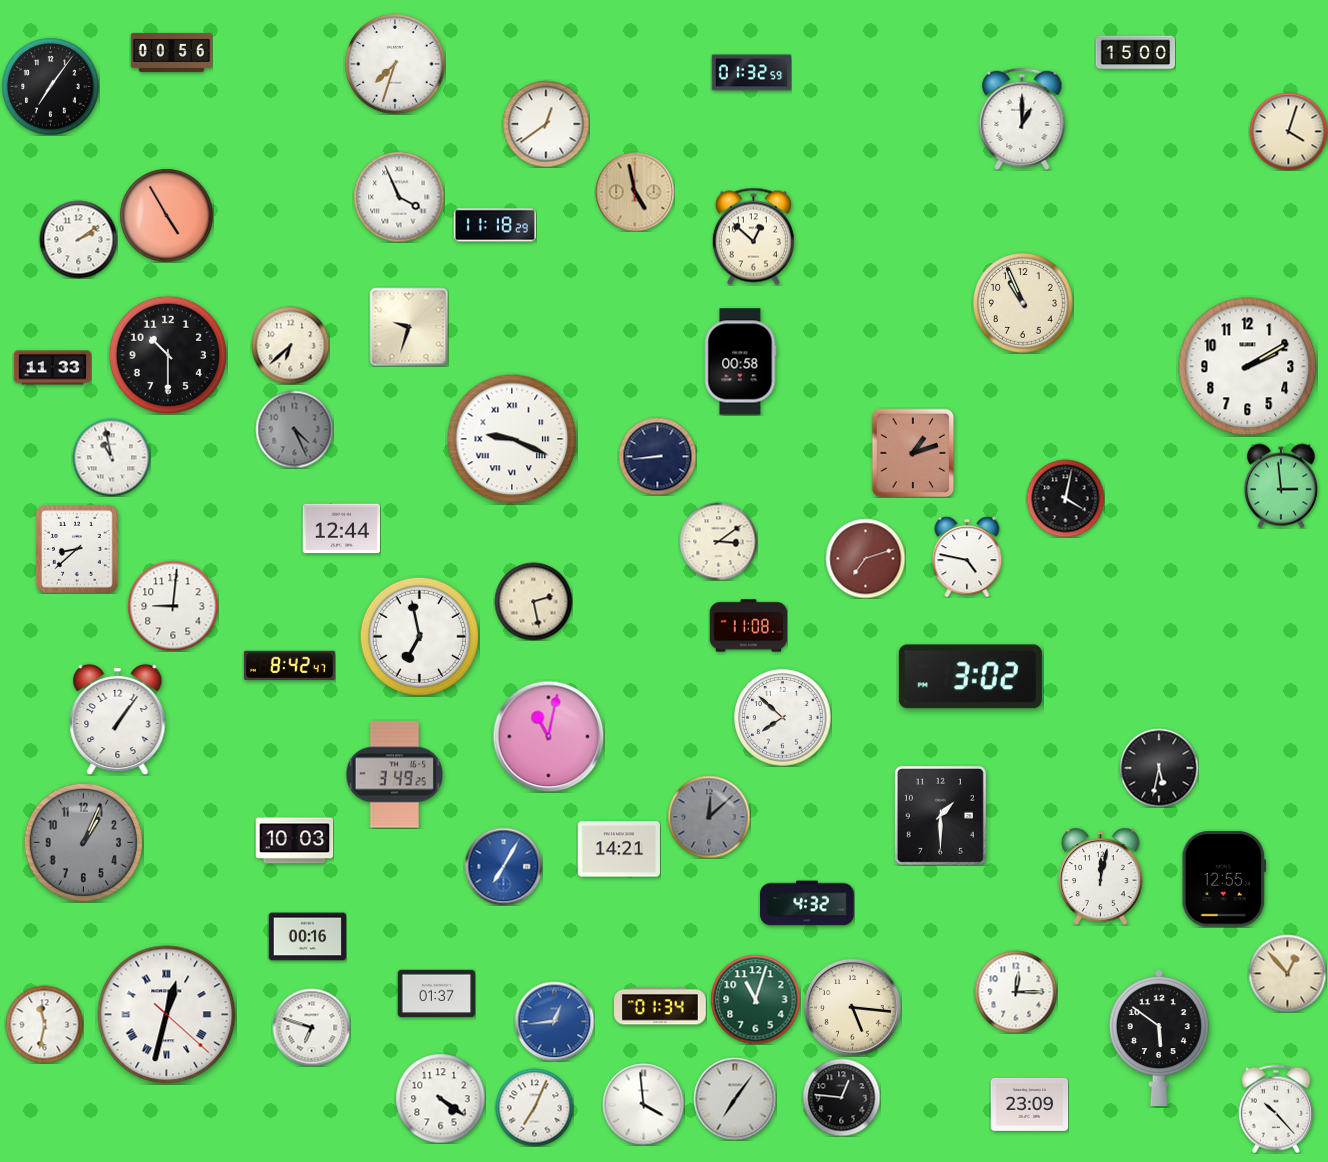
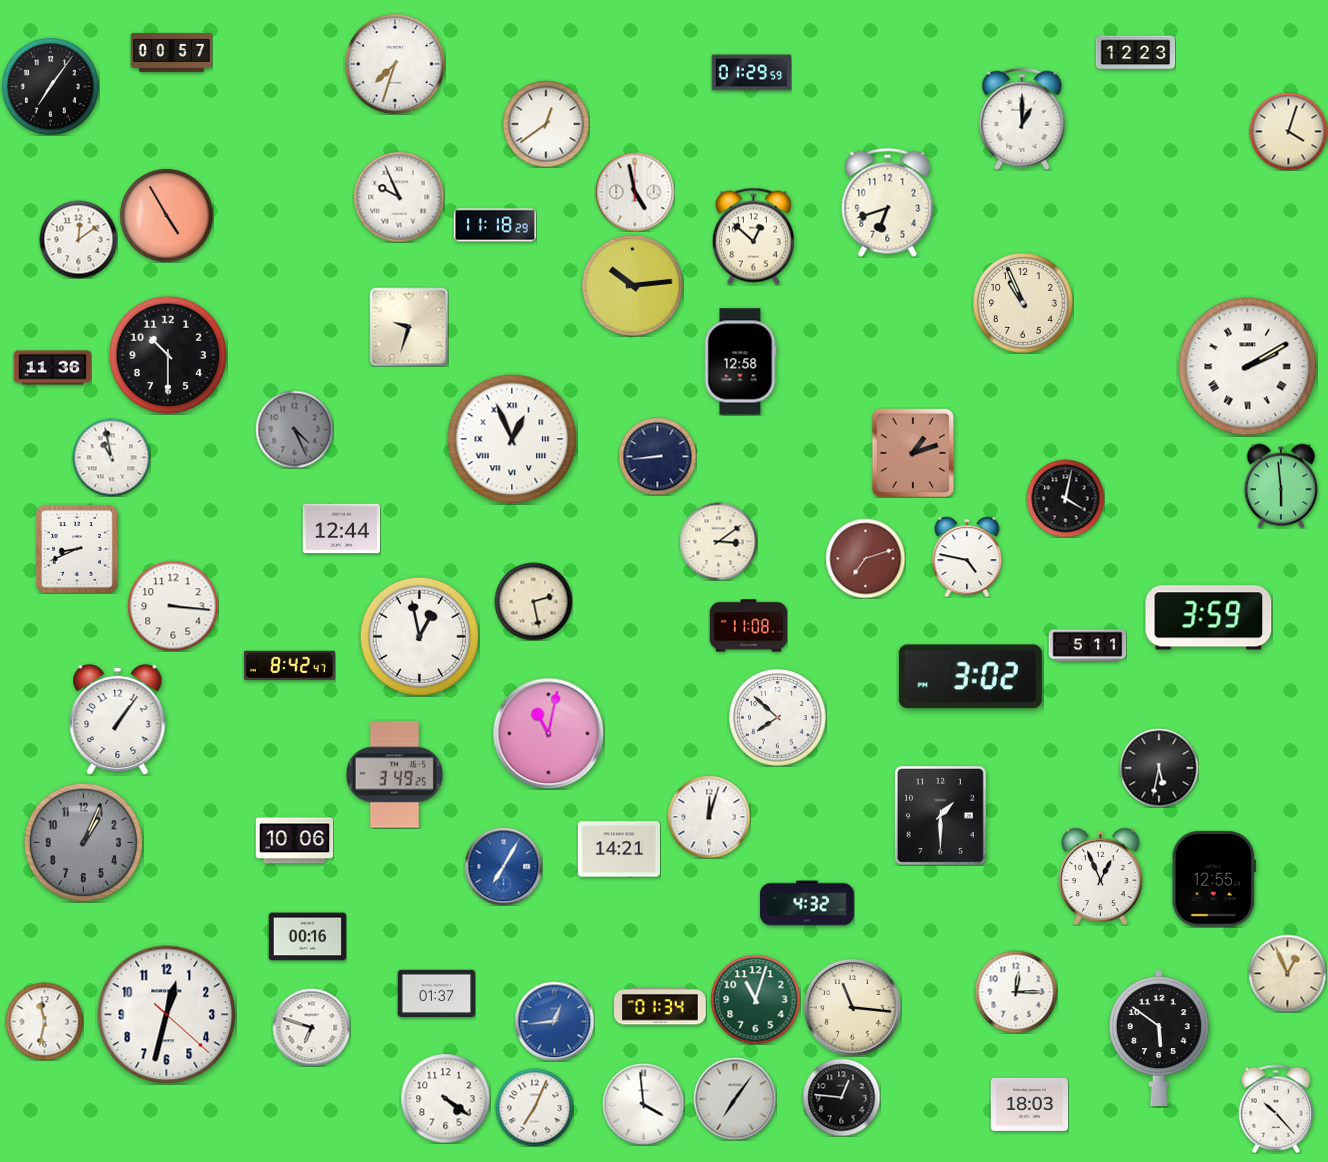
clock at (171, 52): 00:56 -> 00:57
clock at (1135, 53): 15:00 -> 12:23
clock at (751, 73): 01:32 -> 01:29
clock at (635, 192) dial: champagne -> white
clock at (399, 197): 3:56 -> 9:56
clock at (888, 202): none -> 6:42
clock at (78, 239): 2:09 -> 12:09
clock at (633, 286): none -> 10:14
clock at (290, 345): 6:38 -> none
clock at (741, 362): 00:58 -> 12:58
clock at (1248, 367) numerals: Arabic -> Roman
clock at (52, 368): 11:33 -> 11:36
clock at (512, 439): 9:19 -> 12:56
clock at (1281, 486): 2:59 -> 5:59
clock at (78, 549): 8:38 -> 8:41
clock at (173, 606): 9:01 -> 3:16
clock at (1209, 618): none -> 3:59
clock at (419, 636): 6:58 -> 12:58
clock at (1087, 646): none -> 5:11
clock at (783, 718) position: (783, 718) -> (778, 718)
clock at (548, 736) position: (548, 736) -> (548, 733)
clock at (709, 817): 12:08 -> 12:03
clock at (709, 817) dial: grey -> white
clock at (294, 841): 10:03 -> 10:06
clock at (1101, 876): 12:02 -> 12:56
clock at (1224, 879) position: (1224, 879) -> (1214, 879)
clock at (1287, 973): 12:53 -> 12:56
clock at (852, 1007): 5:16 -> 11:16
clock at (167, 1015) numerals: Roman -> Arabic
clock at (44, 1024) position: (44, 1024) -> (44, 1021)
clock at (440, 1098) position: (440, 1098) -> (445, 1098)
clock at (1029, 1104): 23:09 -> 18:03
